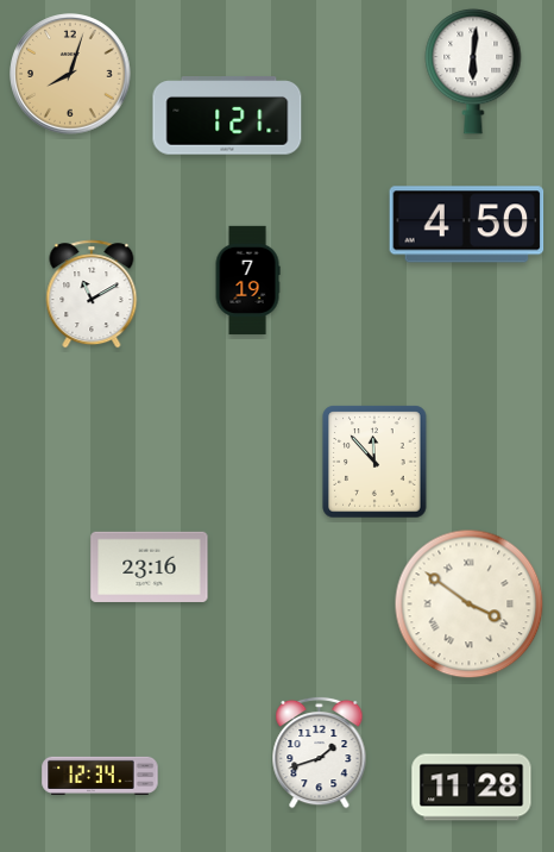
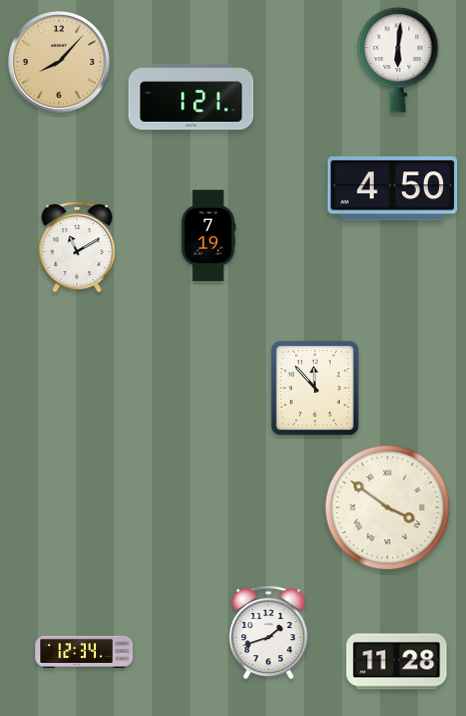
clock at (71, 75): 8:03 -> 8:07
clock at (150, 566): 23:16 -> none
clock at (470, 604) position: (470, 604) -> (388, 508)
